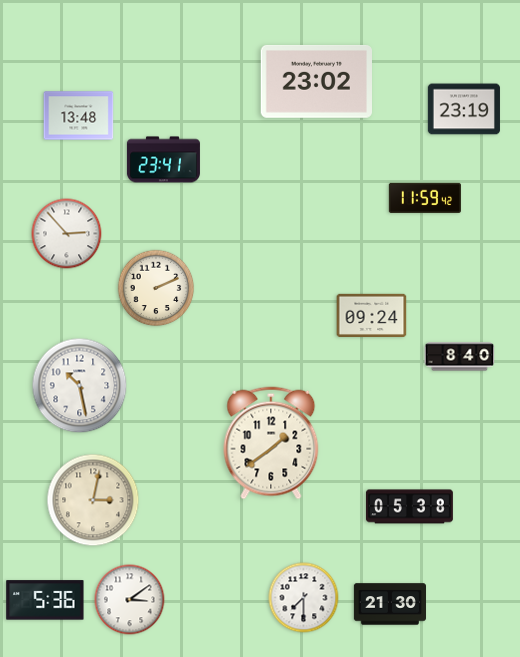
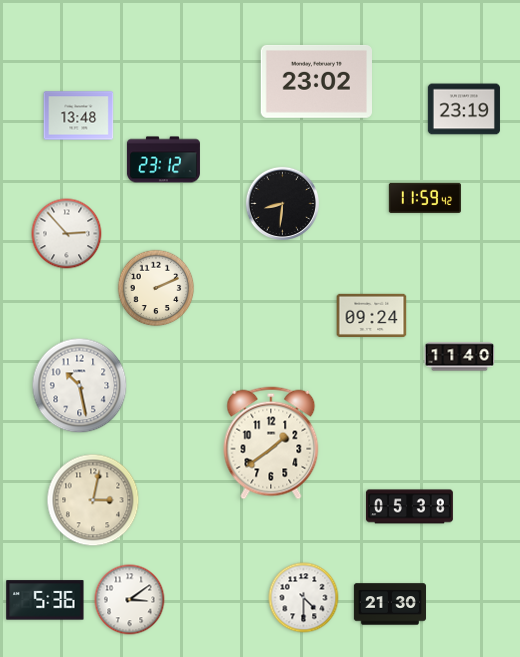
clock at (163, 160): 23:41 -> 23:12
clock at (282, 203): none -> 8:31
clock at (460, 357): 8:40 -> 11:40
clock at (304, 598): 7:30 -> 4:30
